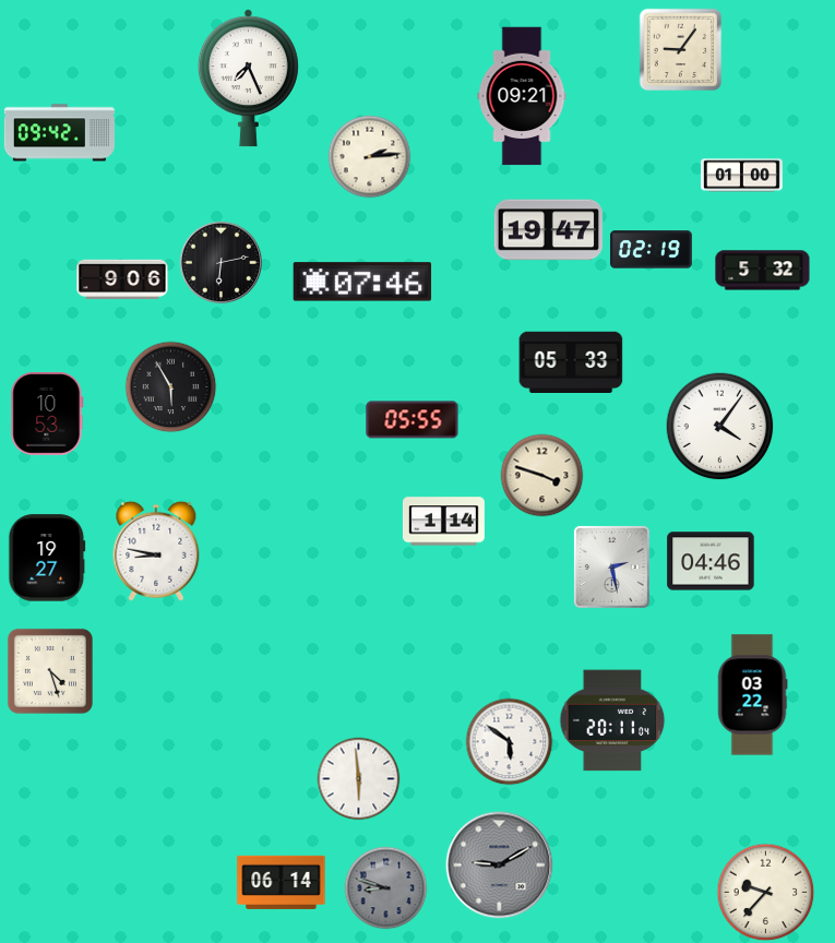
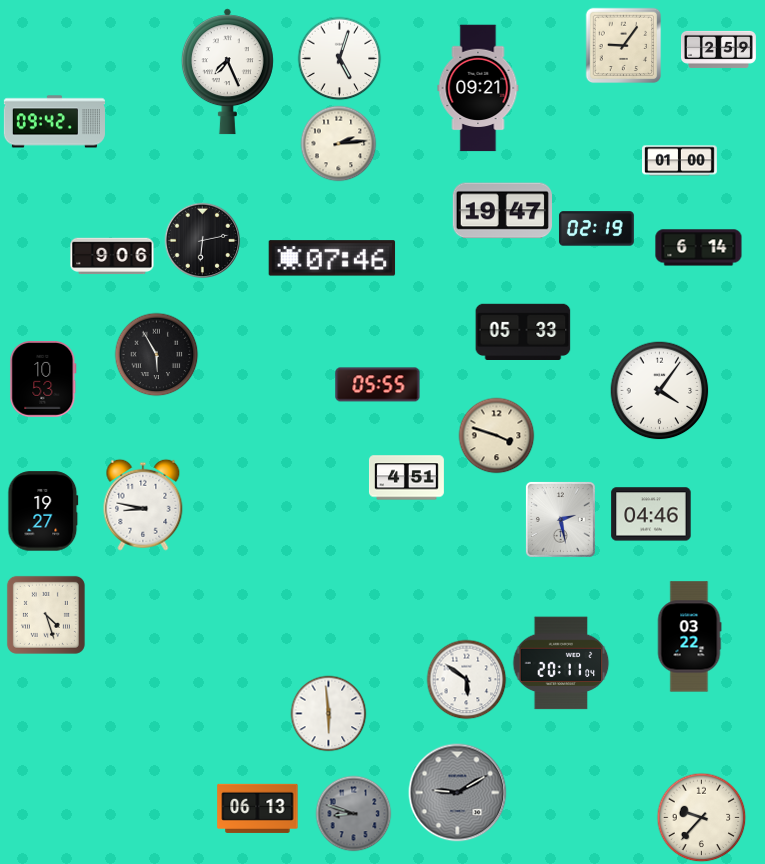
clock at (718, 49): none -> 2:59
clock at (340, 59): none -> 5:03
clock at (763, 271): 5:32 -> 6:14
clock at (443, 522): 1:14 -> 4:51
clock at (612, 720) position: (612, 720) -> (561, 663)
clock at (282, 882): 06:14 -> 06:13
